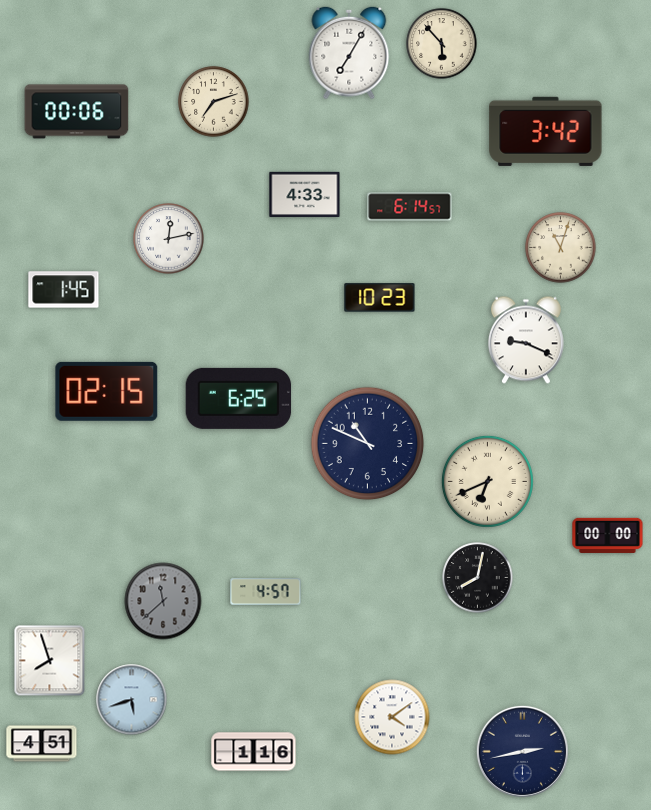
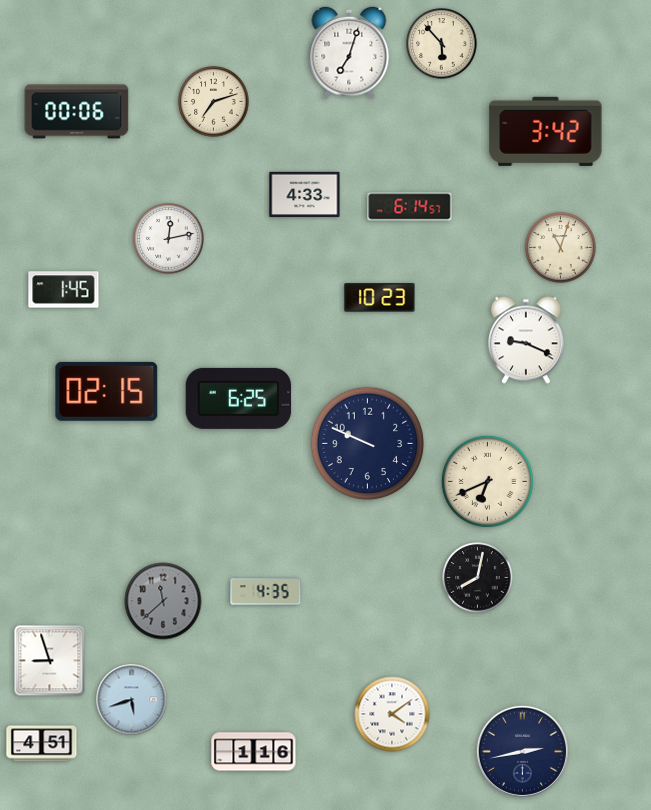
clock at (349, 53): 7:05 -> 7:03
clock at (368, 444): 10:49 -> 9:49
clock at (608, 535): 00:00 -> none
clock at (266, 592): 4:57 -> 4:35
clock at (50, 661): 7:57 -> 8:57
clock at (392, 717) position: (392, 717) -> (392, 714)
